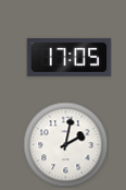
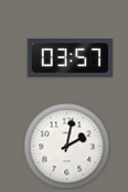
clock at (68, 57): 17:05 -> 03:57
